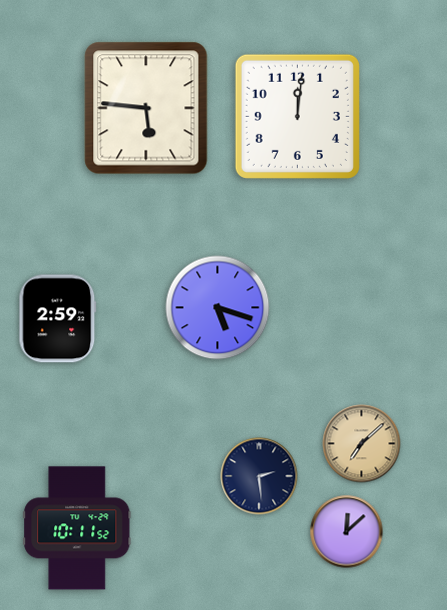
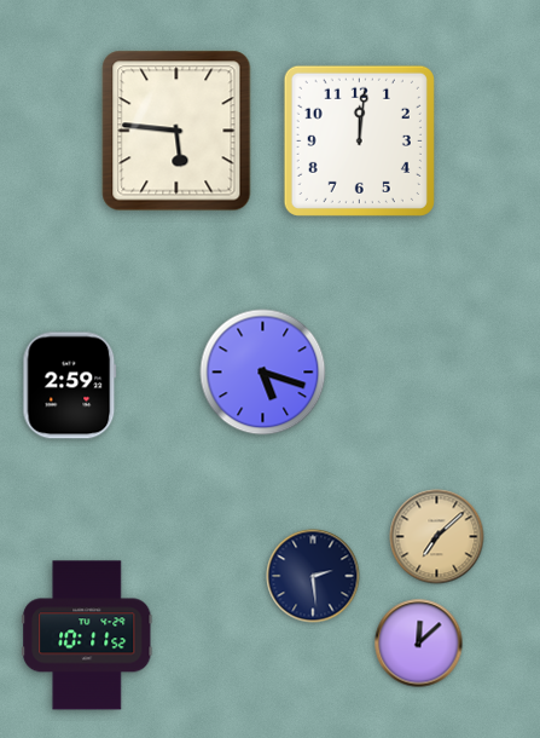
clock at (77, 528) position: (77, 528) -> (87, 635)
